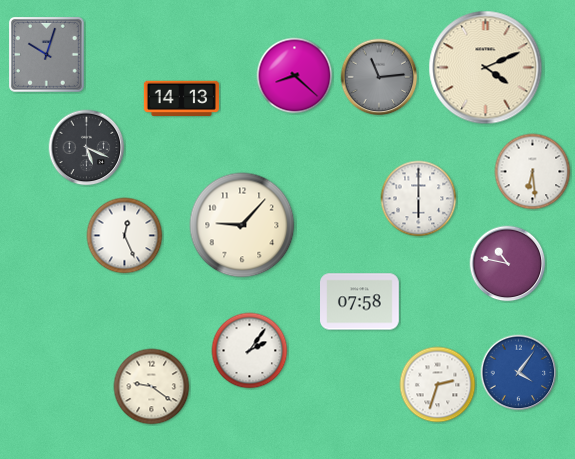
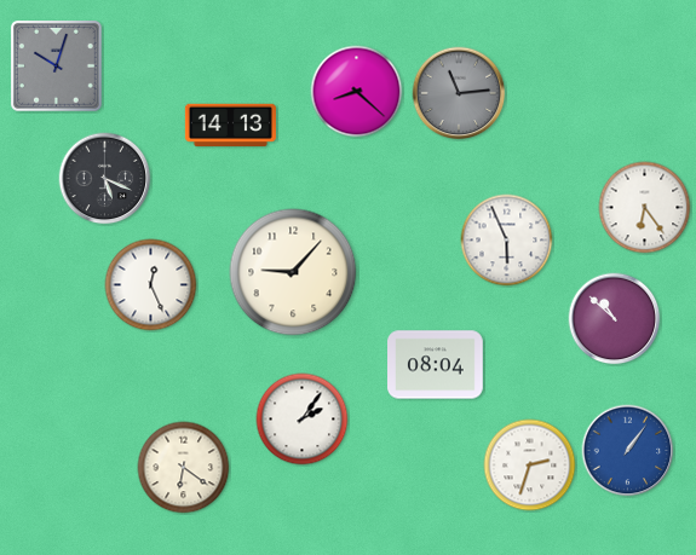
clock at (486, 68): 4:11 -> none
clock at (181, 99) position: (181, 99) -> (230, 126)
clock at (533, 172): 6:29 -> 6:24
clock at (419, 199): 6:00 -> 5:56
clock at (508, 264): 10:47 -> 10:52
clock at (360, 302): 07:58 -> 08:04
clock at (250, 351) position: (250, 351) -> (303, 420)
clock at (519, 373): 4:06 -> 1:06
clock at (152, 387): 9:21 -> 6:21
